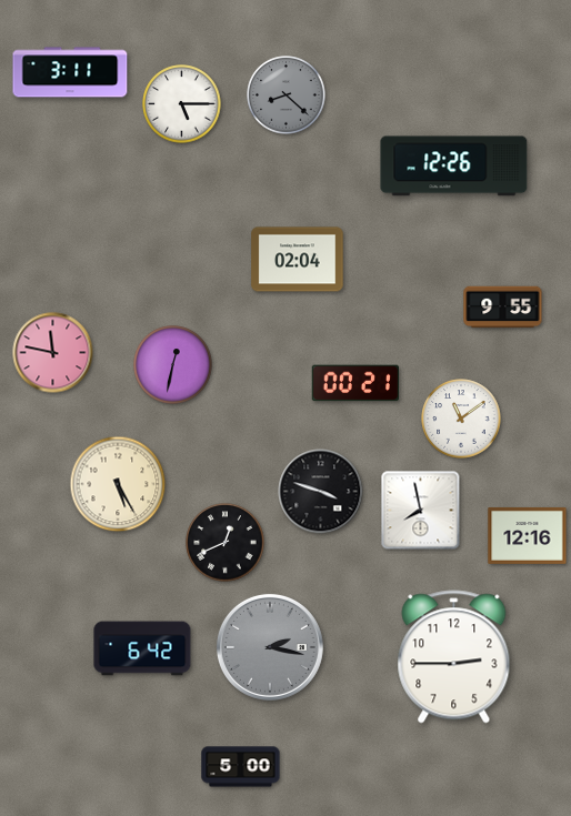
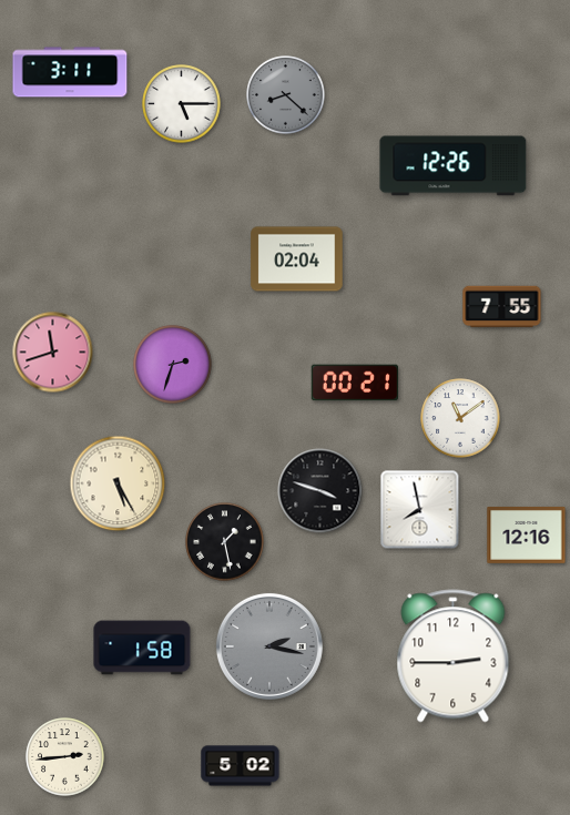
clock at (503, 308): 9:55 -> 7:55
clock at (53, 353): 11:47 -> 11:42
clock at (173, 365): 12:32 -> 2:33
clock at (226, 543): 12:41 -> 1:28
clock at (142, 648): 6:42 -> 1:58
clock at (65, 757): none -> 2:44
clock at (241, 767): 5:00 -> 5:02
